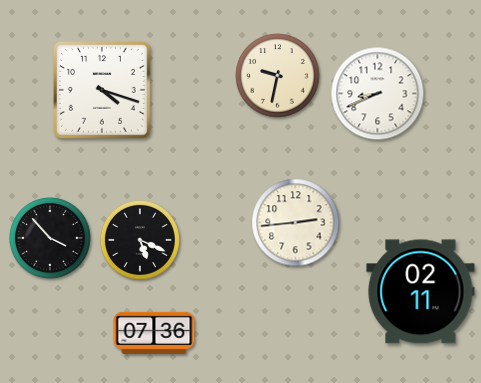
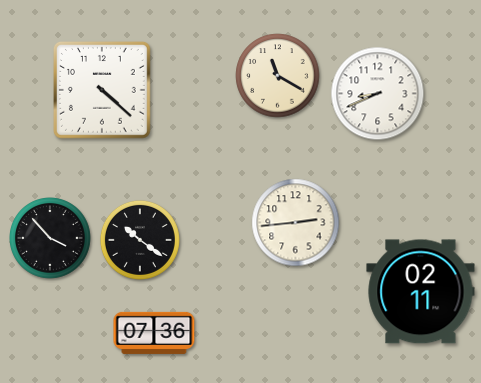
clock at (278, 76): 9:32 -> 11:20
clock at (103, 91): 4:18 -> 4:22
clock at (140, 240): 5:19 -> 10:21
